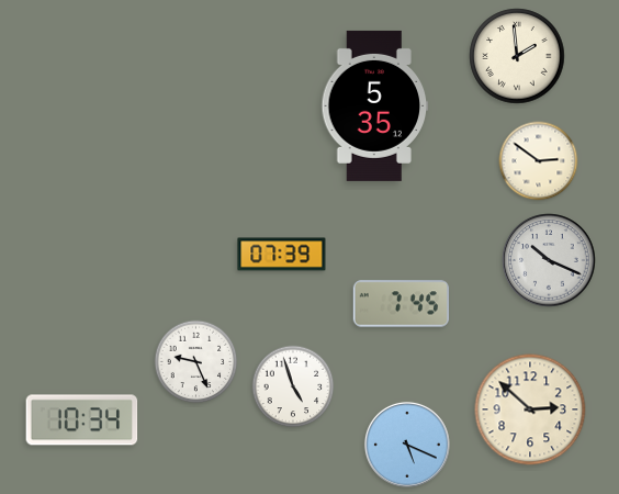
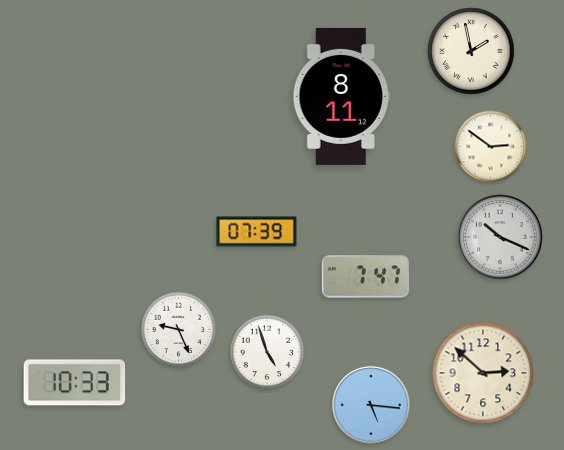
clock at (517, 56): 1:59 -> 1:58
clock at (375, 105): 5:35 -> 8:11
clock at (401, 304): 7:45 -> 7:47
clock at (82, 420): 10:34 -> 10:33
clock at (407, 445): 5:19 -> 5:16
